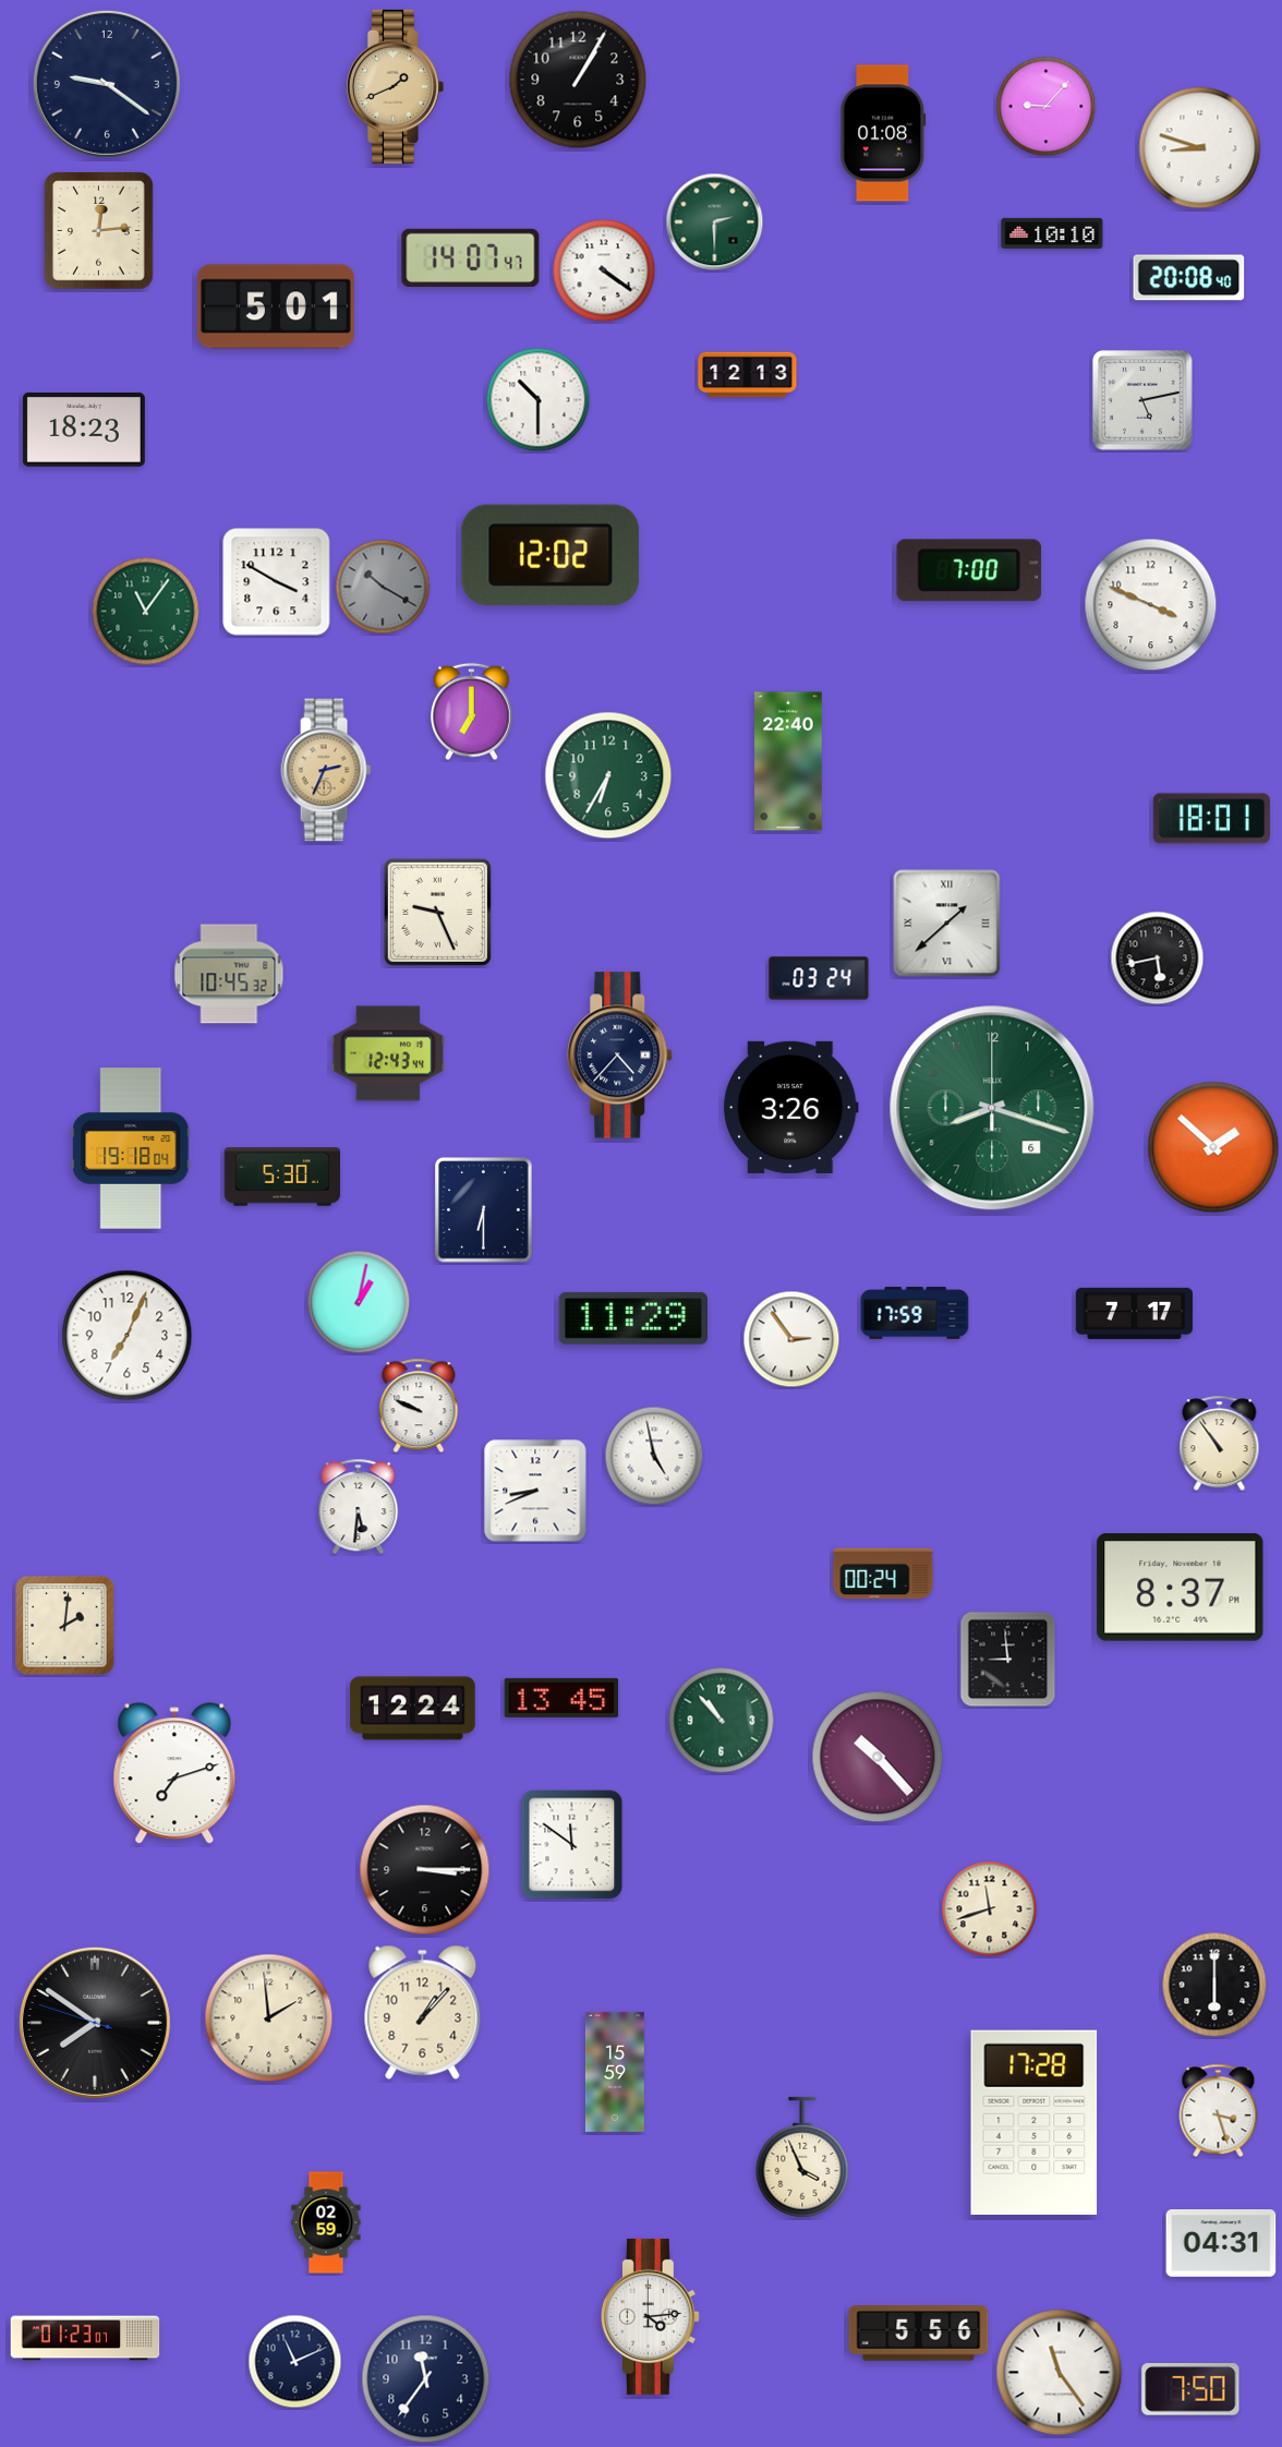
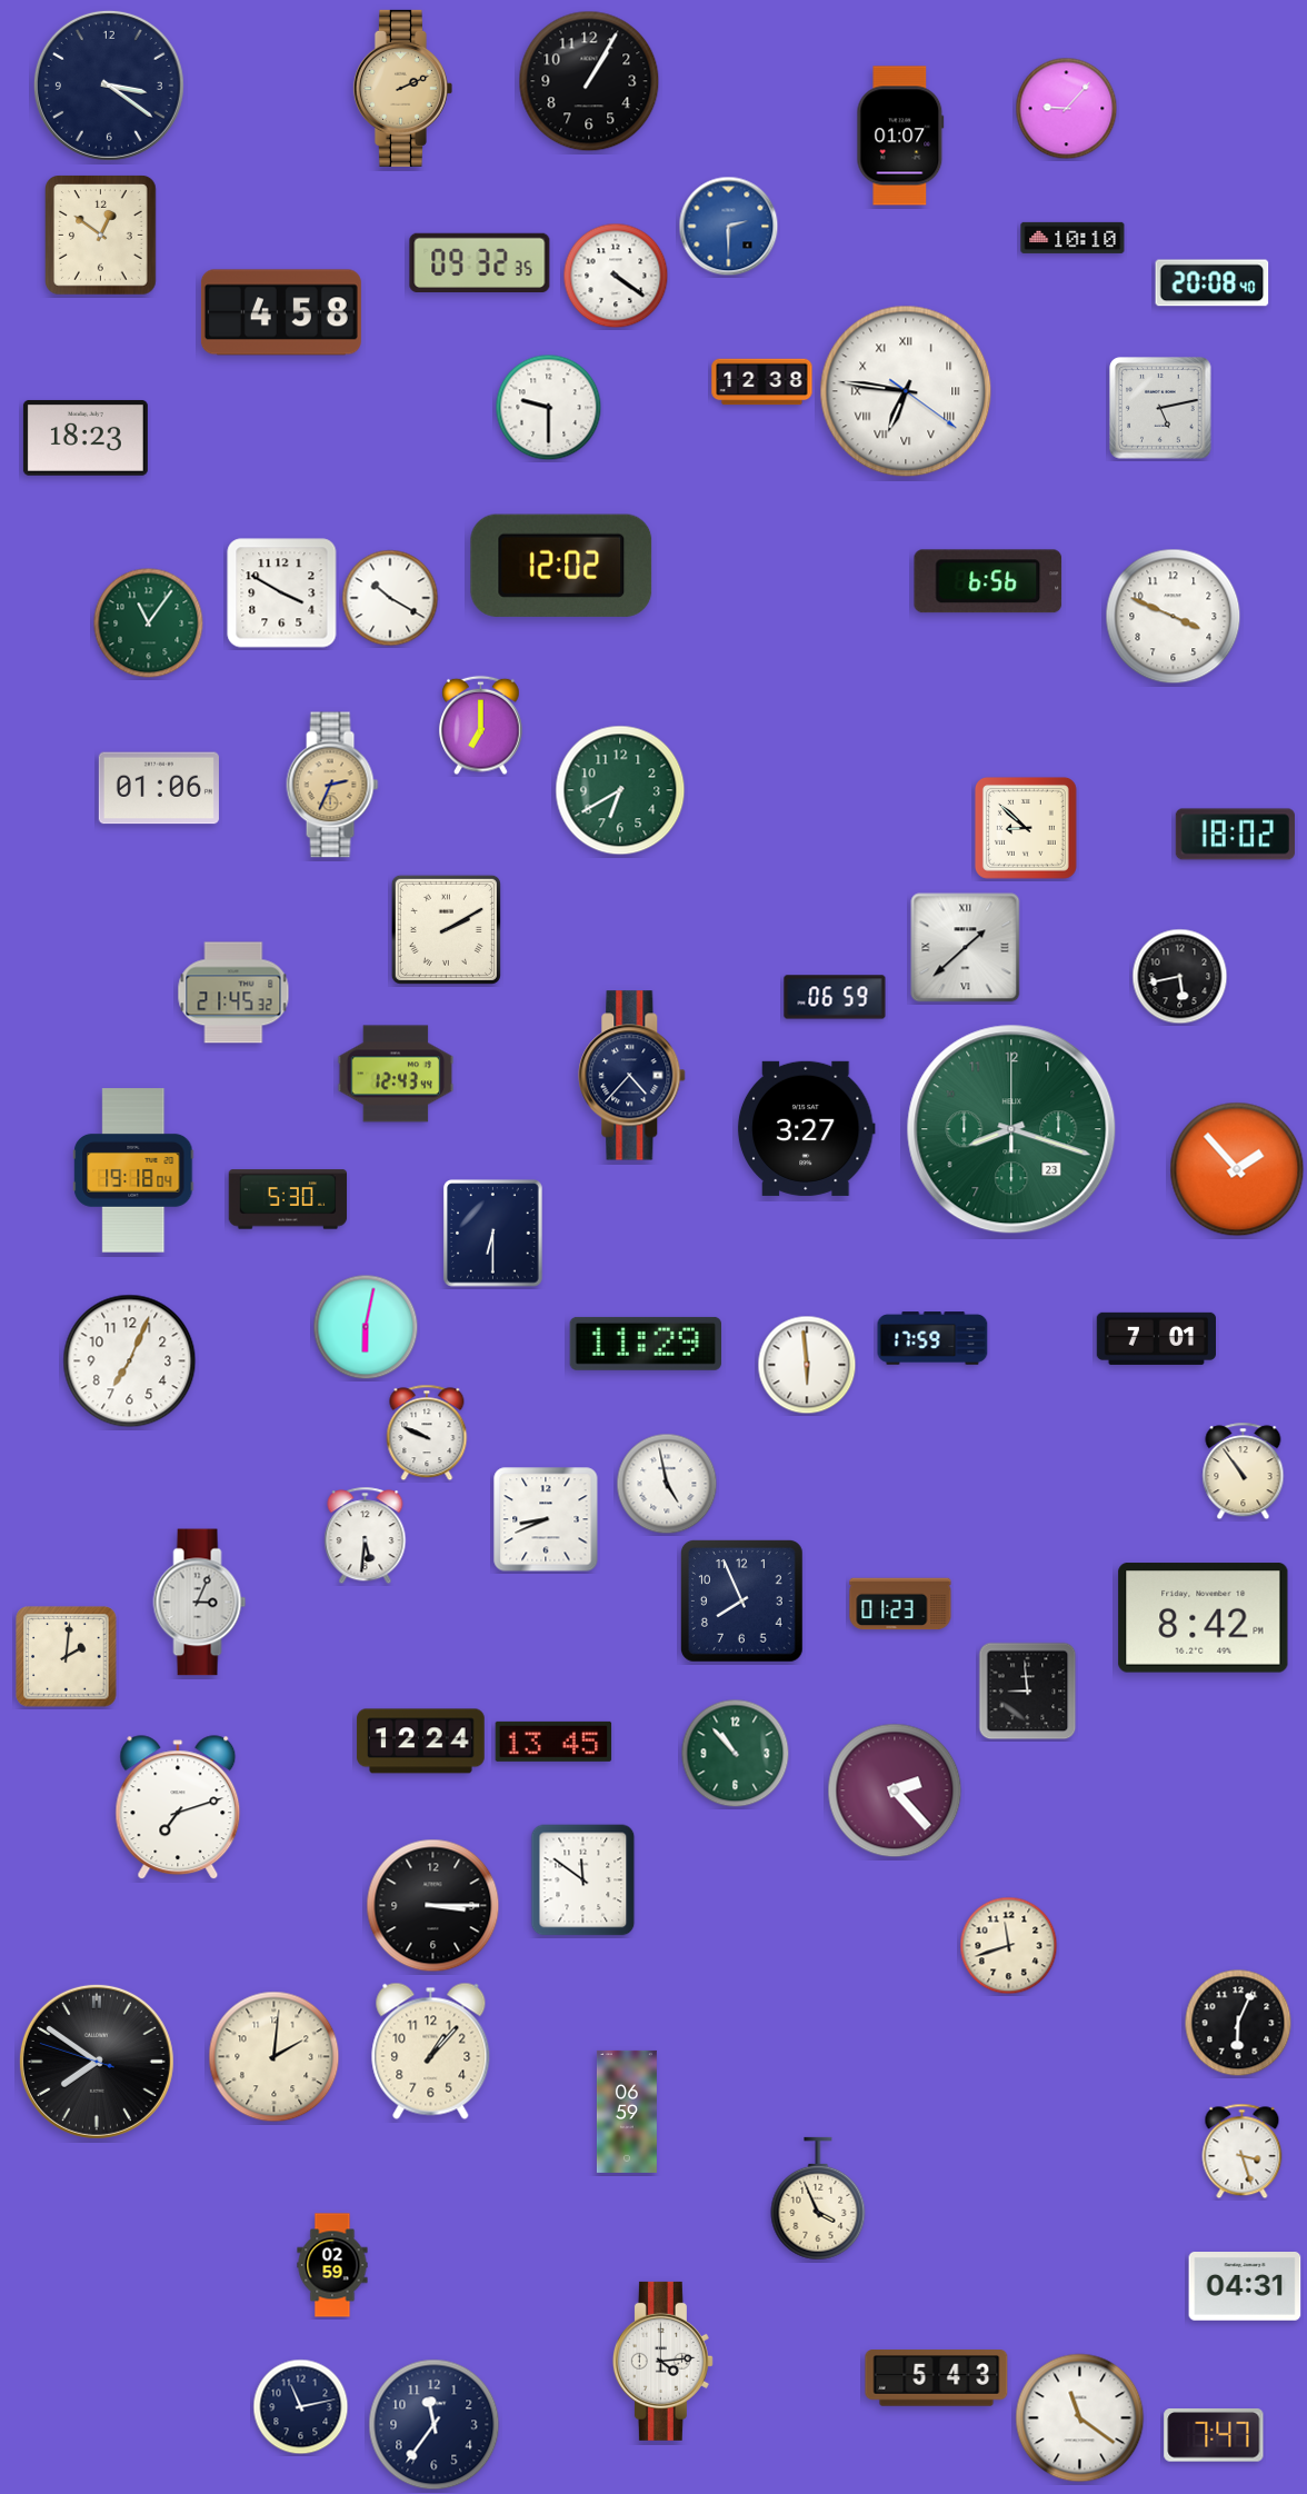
clock at (107, 84): 9:21 -> 3:21
clock at (395, 86): 1:41 -> 2:11
clock at (883, 133): 01:08 -> 01:07
clock at (1200, 148): 8:48 -> none
clock at (715, 222) dial: green -> blue
clock at (99, 231): 12:14 -> 12:51
clock at (471, 257): 14:07 -> 09:32
clock at (276, 306): 5:01 -> 4:58
clock at (748, 375): 12:13 -> 12:38
clock at (906, 391): none -> 6:46
clock at (539, 400): 10:30 -> 9:30
clock at (1142, 400) position: (1142, 400) -> (1160, 408)
clock at (969, 570): 7:00 -> 6:56
clock at (383, 587) dial: grey -> white
clock at (788, 761): 22:40 -> none
clock at (159, 788): none -> 01:06
clock at (608, 775): 6:35 -> 6:40
clock at (1026, 828): none -> 8:52
clock at (1211, 819): 18:01 -> 18:02
clock at (437, 912): 9:26 -> 2:10
clock at (947, 924) position: (947, 924) -> (966, 948)
clock at (229, 974): 10:45 -> 21:45
clock at (819, 978): 03:24 -> 06:59
clock at (790, 1107): 3:26 -> 3:27
clock at (992, 1108) date: 6 -> 23
clock at (1213, 1147): 1:52 -> 1:53
clock at (359, 1302): 1:02 -> 6:02
clock at (1134, 1313): 7:17 -> 7:01
clock at (791, 1339): 2:54 -> 5:59
clock at (741, 1600): none -> 7:56
clock at (200, 1603): none -> 3:04
clock at (883, 1574): 00:24 -> 01:23
clock at (1181, 1588): 8:37 -> 8:42
clock at (561, 1698) position: (561, 1698) -> (553, 1742)
clock at (878, 1757): 10:23 -> 2:23
clock at (1214, 1985): 6:00 -> 6:04
clock at (269, 2018): 1:59 -> 2:01
clock at (615, 2072): 15:59 -> 06:59
clock at (1035, 2122): 17:28 -> none
clock at (919, 2334): 5:56 -> 5:43
clock at (85, 2338): 01:23 -> none
clock at (295, 2362): 11:11 -> 11:13
clock at (1060, 2373): 11:24 -> 11:21
clock at (1190, 2390): 7:50 -> 7:47
